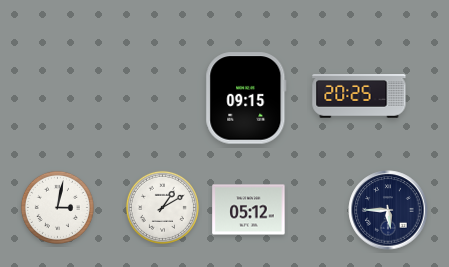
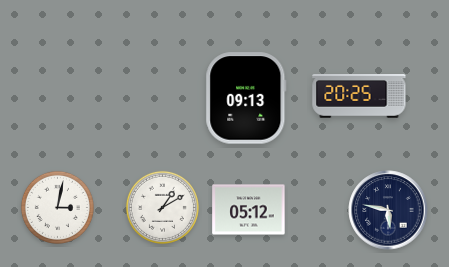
clock at (246, 98): 09:15 -> 09:13
clock at (388, 210): 5:45 -> 5:47
